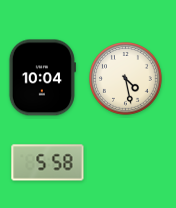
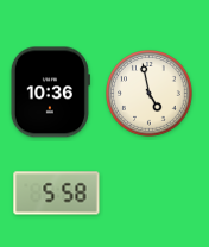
clock at (42, 78): 10:04 -> 10:36
clock at (126, 79): 4:28 -> 4:58
